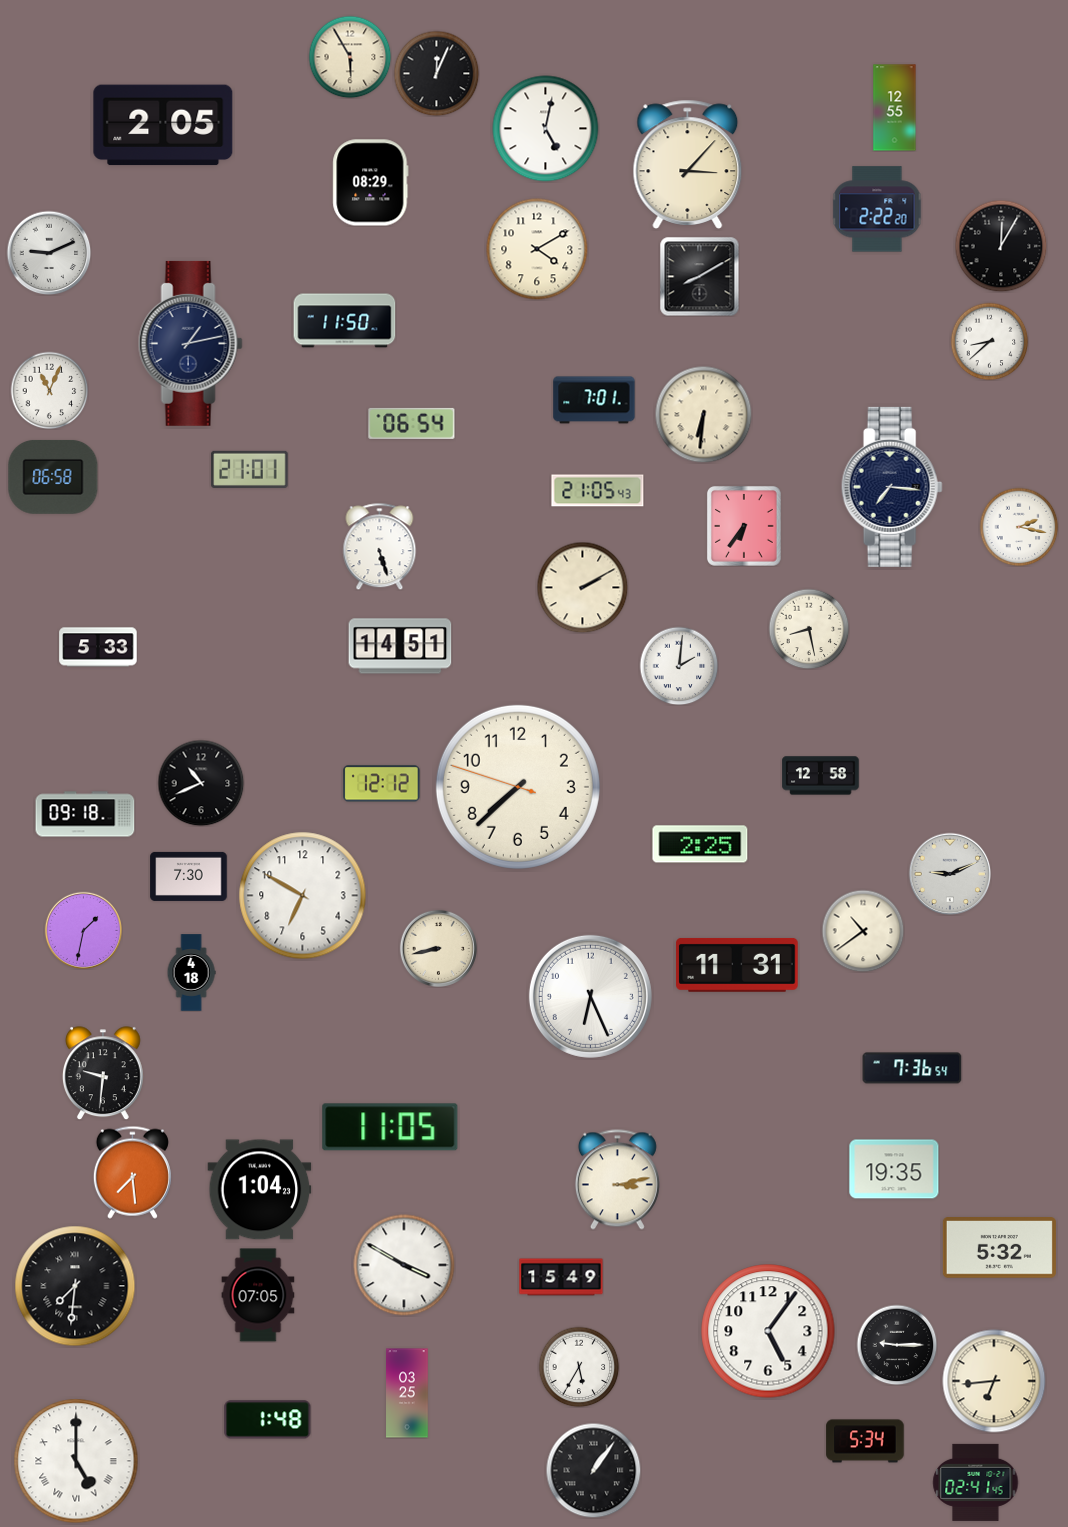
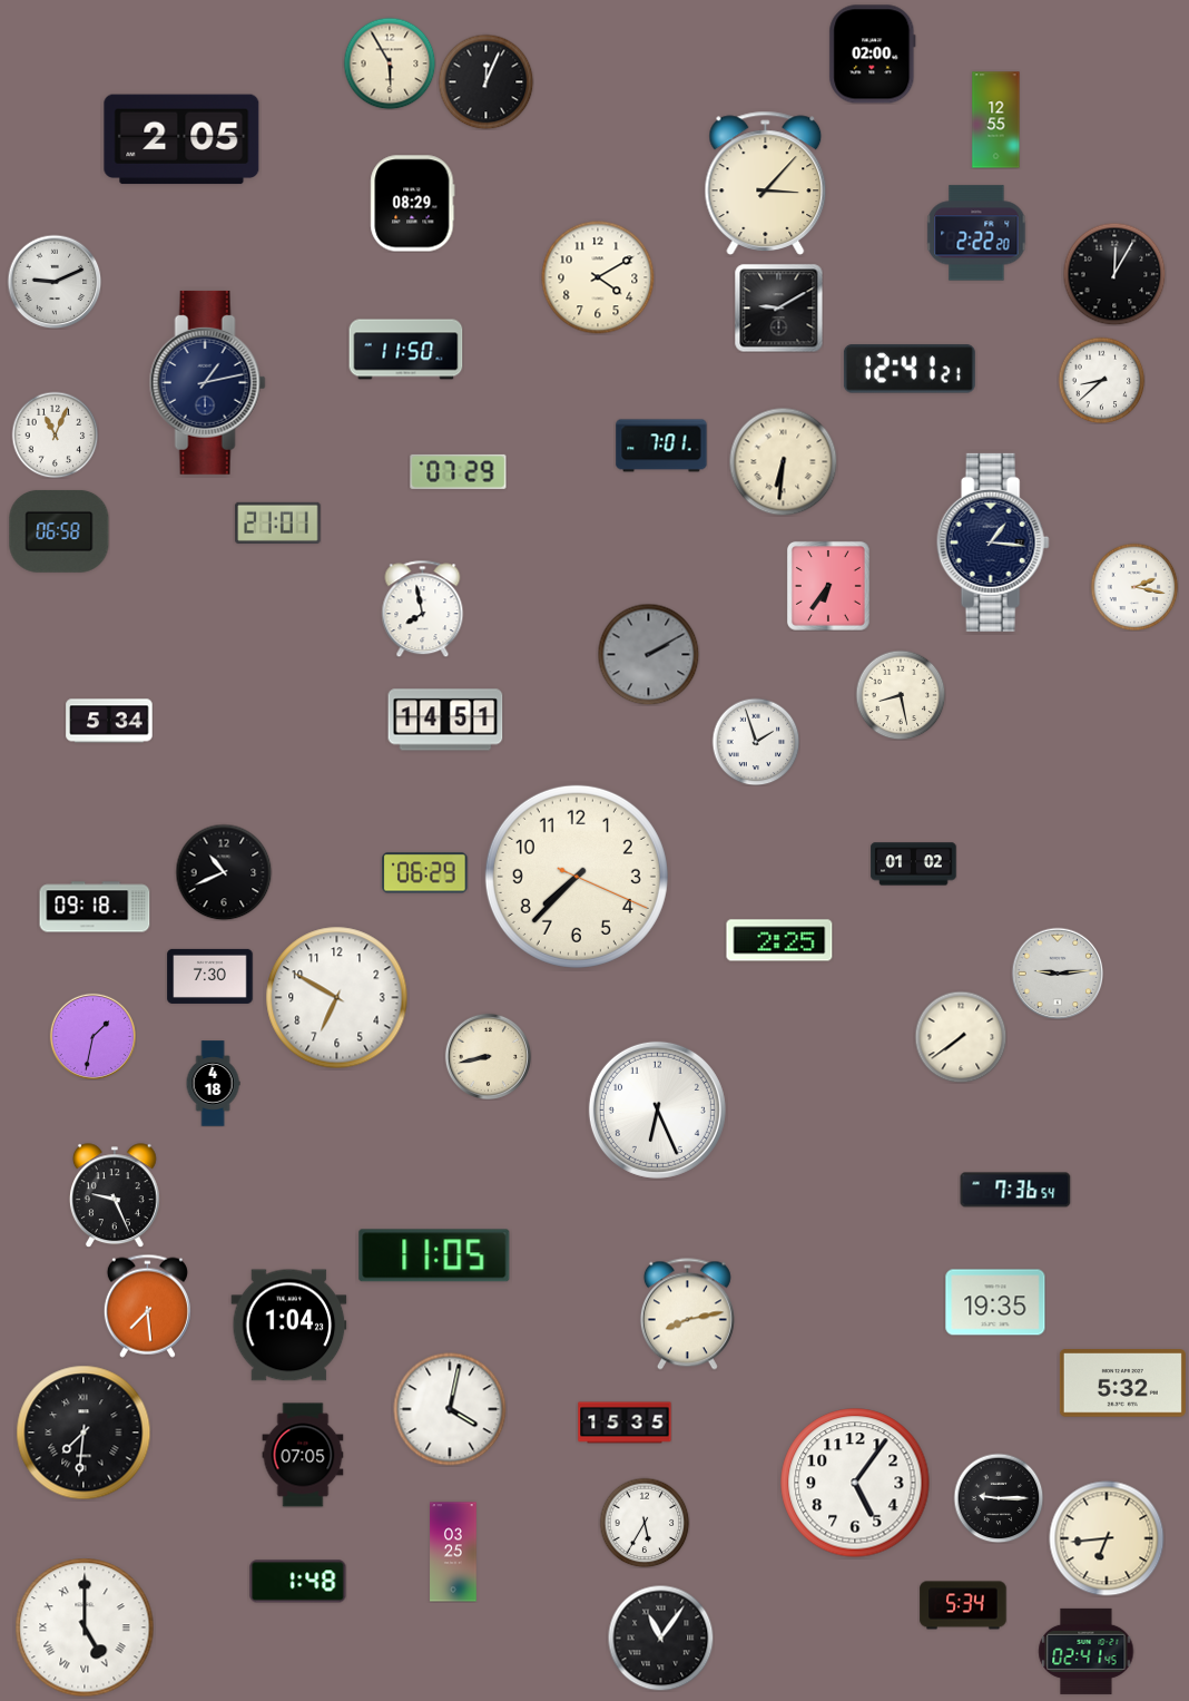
clock at (873, 55): none -> 02:00
clock at (546, 129): 5:02 -> none
clock at (699, 276): 8:10 -> 9:10
clock at (345, 321) position: (345, 321) -> (406, 350)
clock at (910, 369): none -> 12:41
clock at (190, 343) position: (190, 343) -> (207, 382)
clock at (412, 423): 06:54 -> 07:29
clock at (892, 487): 7:16 -> 1:16
clock at (598, 491): 21:05 -> none
clock at (380, 546): 5:27 -> 7:58
clock at (582, 587) dial: cream -> grey
clock at (809, 629) position: (809, 629) -> (901, 695)
clock at (98, 647): 5:33 -> 5:34
clock at (679, 666): 2:01 -> 1:57
clock at (821, 776): 12:58 -> 01:02
clock at (382, 784): 12:12 -> 06:29
clock at (518, 787): 7:37:48 -> 7:37:19
clock at (950, 874): 9:11 -> 9:14
clock at (863, 931): 10:39 -> 7:39
clock at (737, 965): 11:31 -> none
clock at (103, 1073): 9:31 -> 9:26
clock at (617, 1180): 3:13 -> 8:13
clock at (999, 1248) position: (999, 1248) -> (1122, 1384)
clock at (404, 1265): 3:50 -> 4:02
clock at (561, 1277): 15:49 -> 15:35
clock at (258, 1295) position: (258, 1295) -> (303, 1455)
clock at (593, 1470): 1:06 -> 11:06
